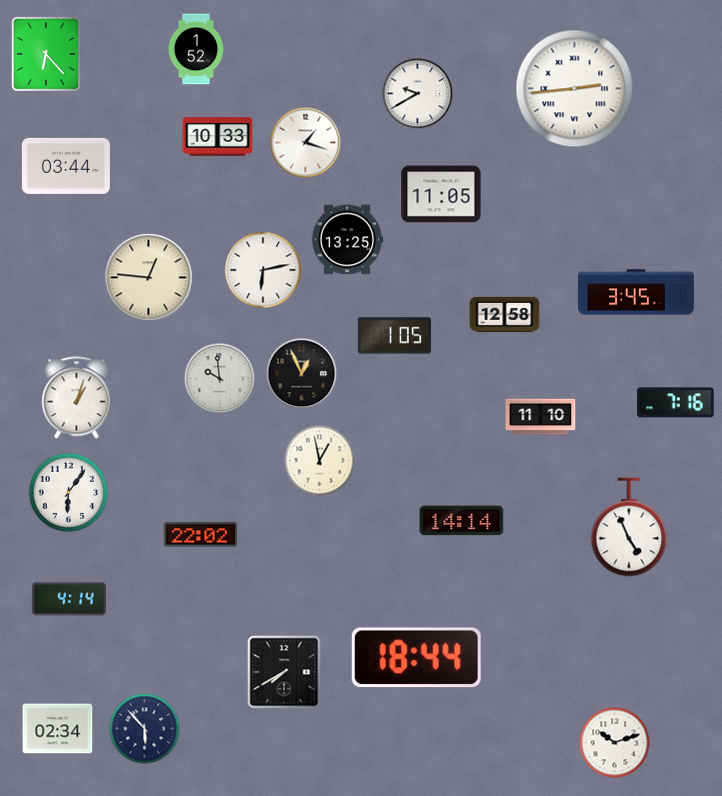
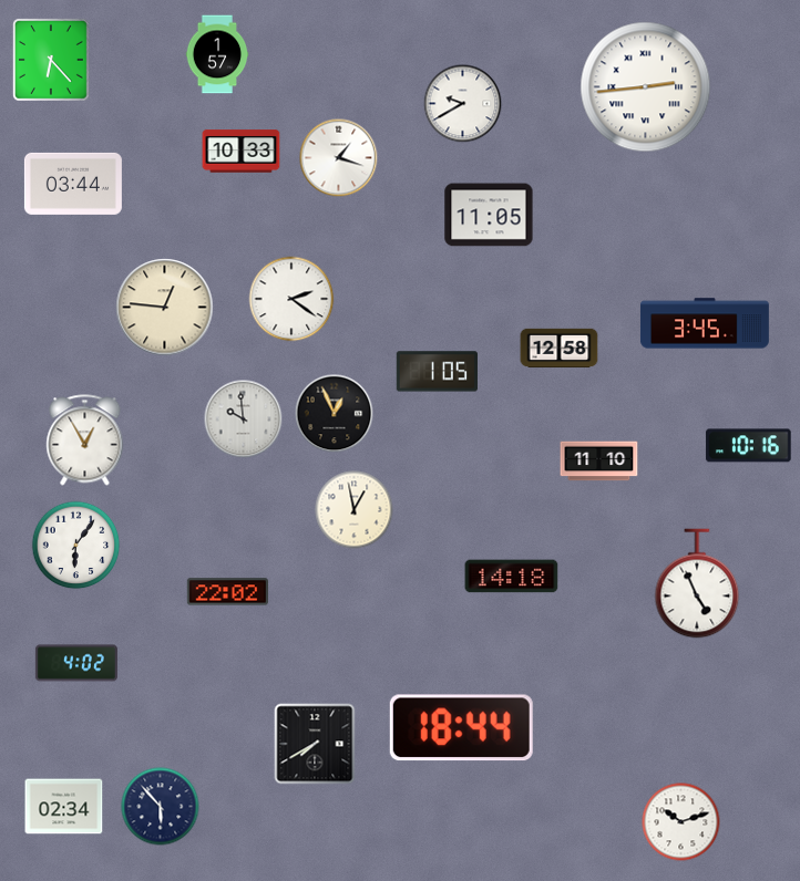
clock at (196, 49): 1:52 -> 1:57
clock at (575, 89) position: (575, 89) -> (646, 87)
clock at (347, 240): 13:25 -> none
clock at (263, 270): 6:13 -> 2:21
clock at (77, 398): 1:03 -> 12:55
clock at (676, 403): 7:16 -> 10:16
clock at (462, 521): 14:14 -> 14:18
clock at (200, 535) position: (200, 535) -> (227, 592)
clock at (69, 599): 4:14 -> 4:02
